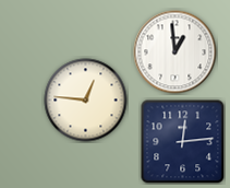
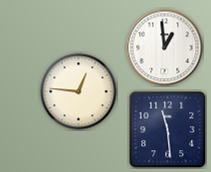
clock at (175, 52) position: (175, 52) -> (165, 48)
clock at (183, 142): 12:14 -> 11:29
